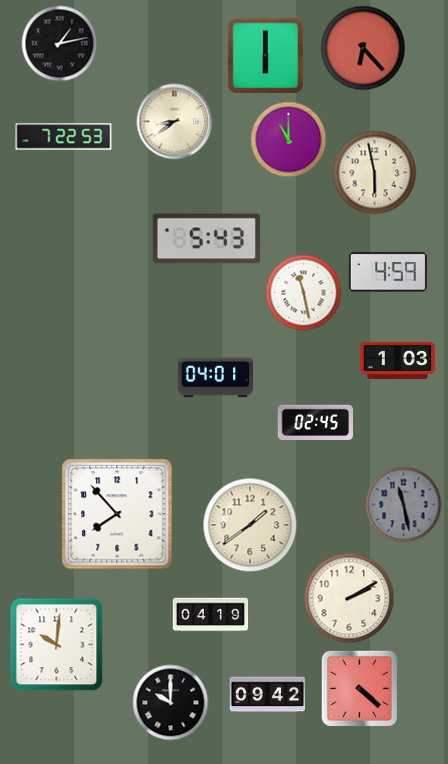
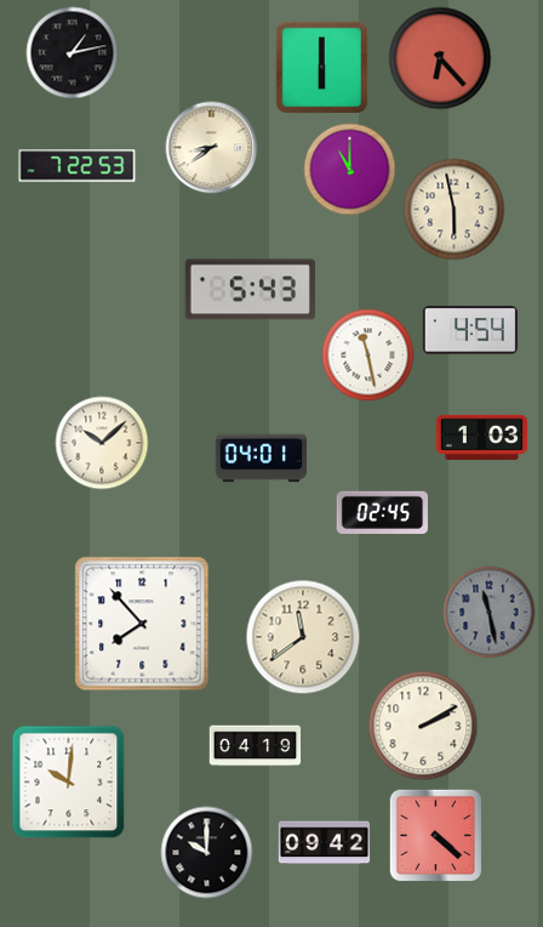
clock at (388, 272): 4:59 -> 4:54
clock at (102, 443): none -> 10:08
clock at (250, 525): 1:39 -> 11:39
